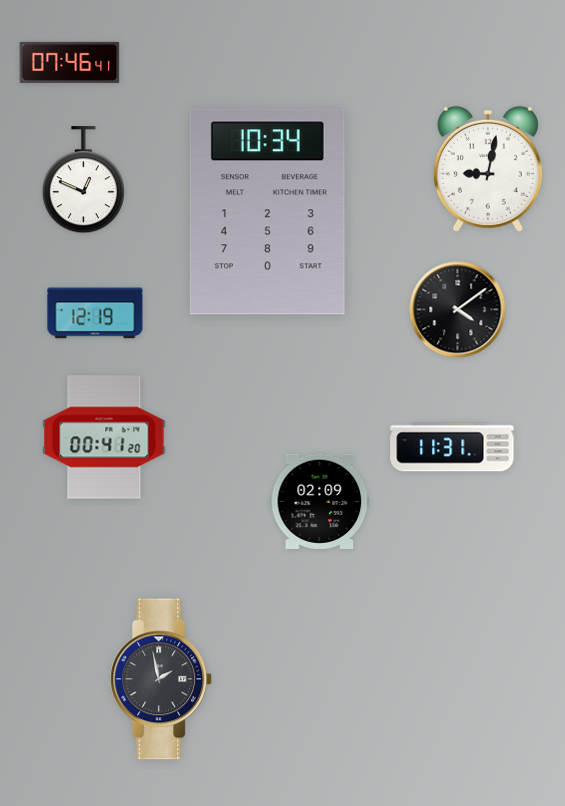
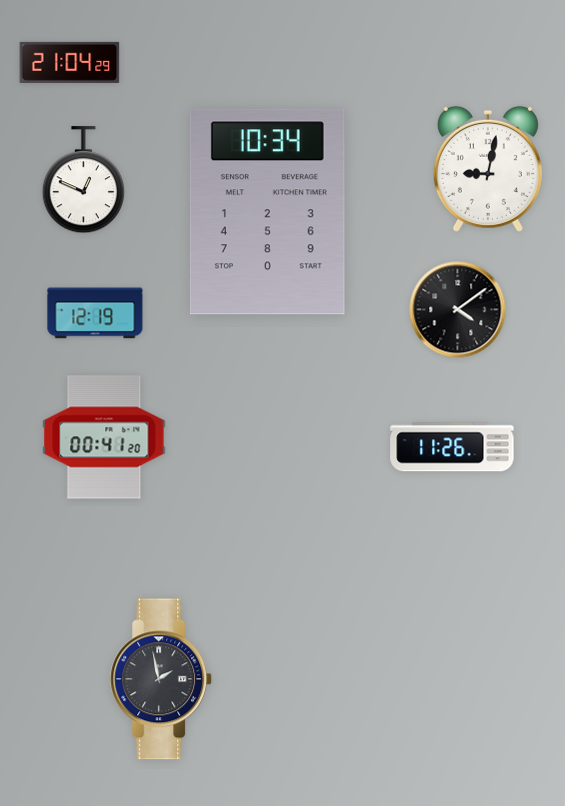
clock at (70, 62): 07:46 -> 21:04
clock at (452, 447): 11:31 -> 11:26
clock at (320, 501): 02:09 -> none
